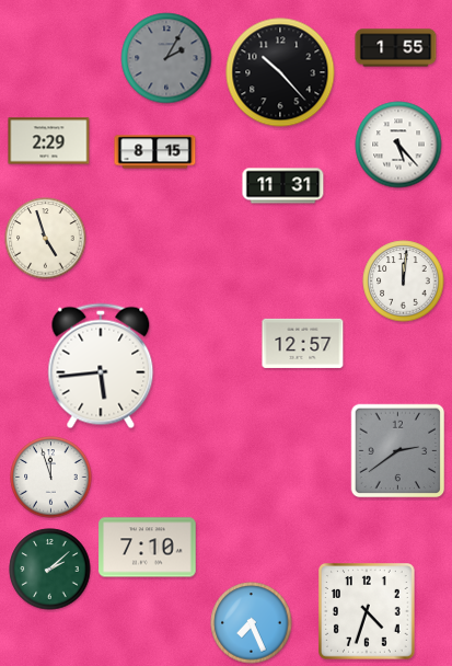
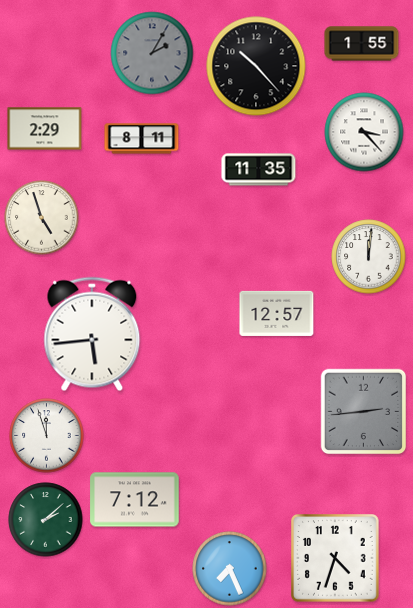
clock at (398, 145): 5:23 -> 3:23
clock at (155, 152): 8:15 -> 8:11
clock at (283, 186): 11:31 -> 11:35
clock at (398, 451): 2:39 -> 2:44
clock at (148, 548): 7:10 -> 7:12
